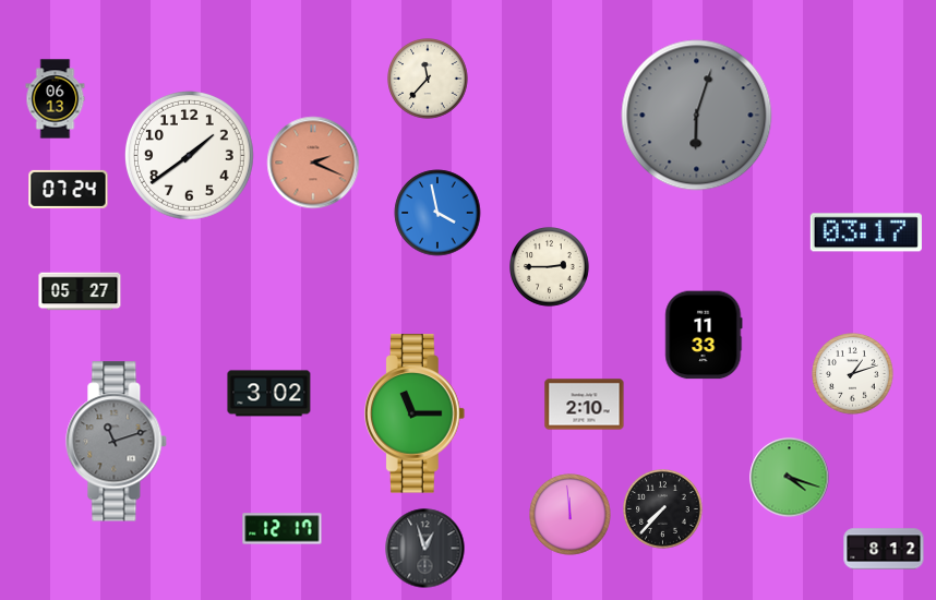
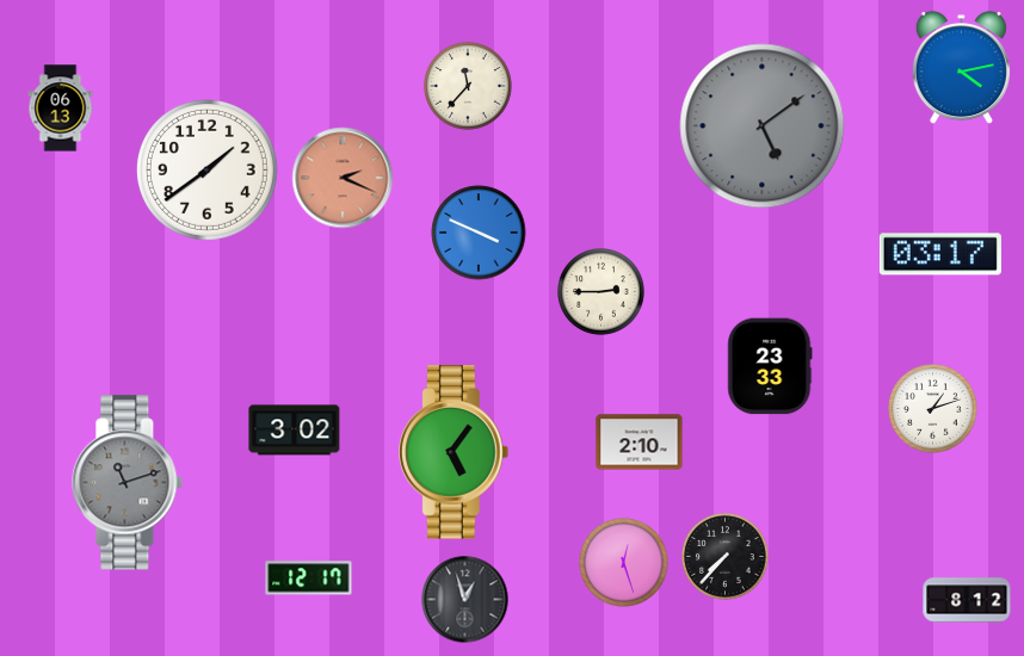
clock at (961, 68): none -> 4:13
clock at (697, 116): 6:03 -> 5:09
clock at (69, 189): 07:24 -> none
clock at (437, 213): 3:58 -> 3:49
clock at (866, 232) position: (866, 232) -> (940, 254)
clock at (80, 291): 05:27 -> none
clock at (704, 335): 11:33 -> 23:33
clock at (416, 413): 11:15 -> 5:06
clock at (790, 478): 4:18 -> none
clock at (571, 515): 11:59 -> 12:27
